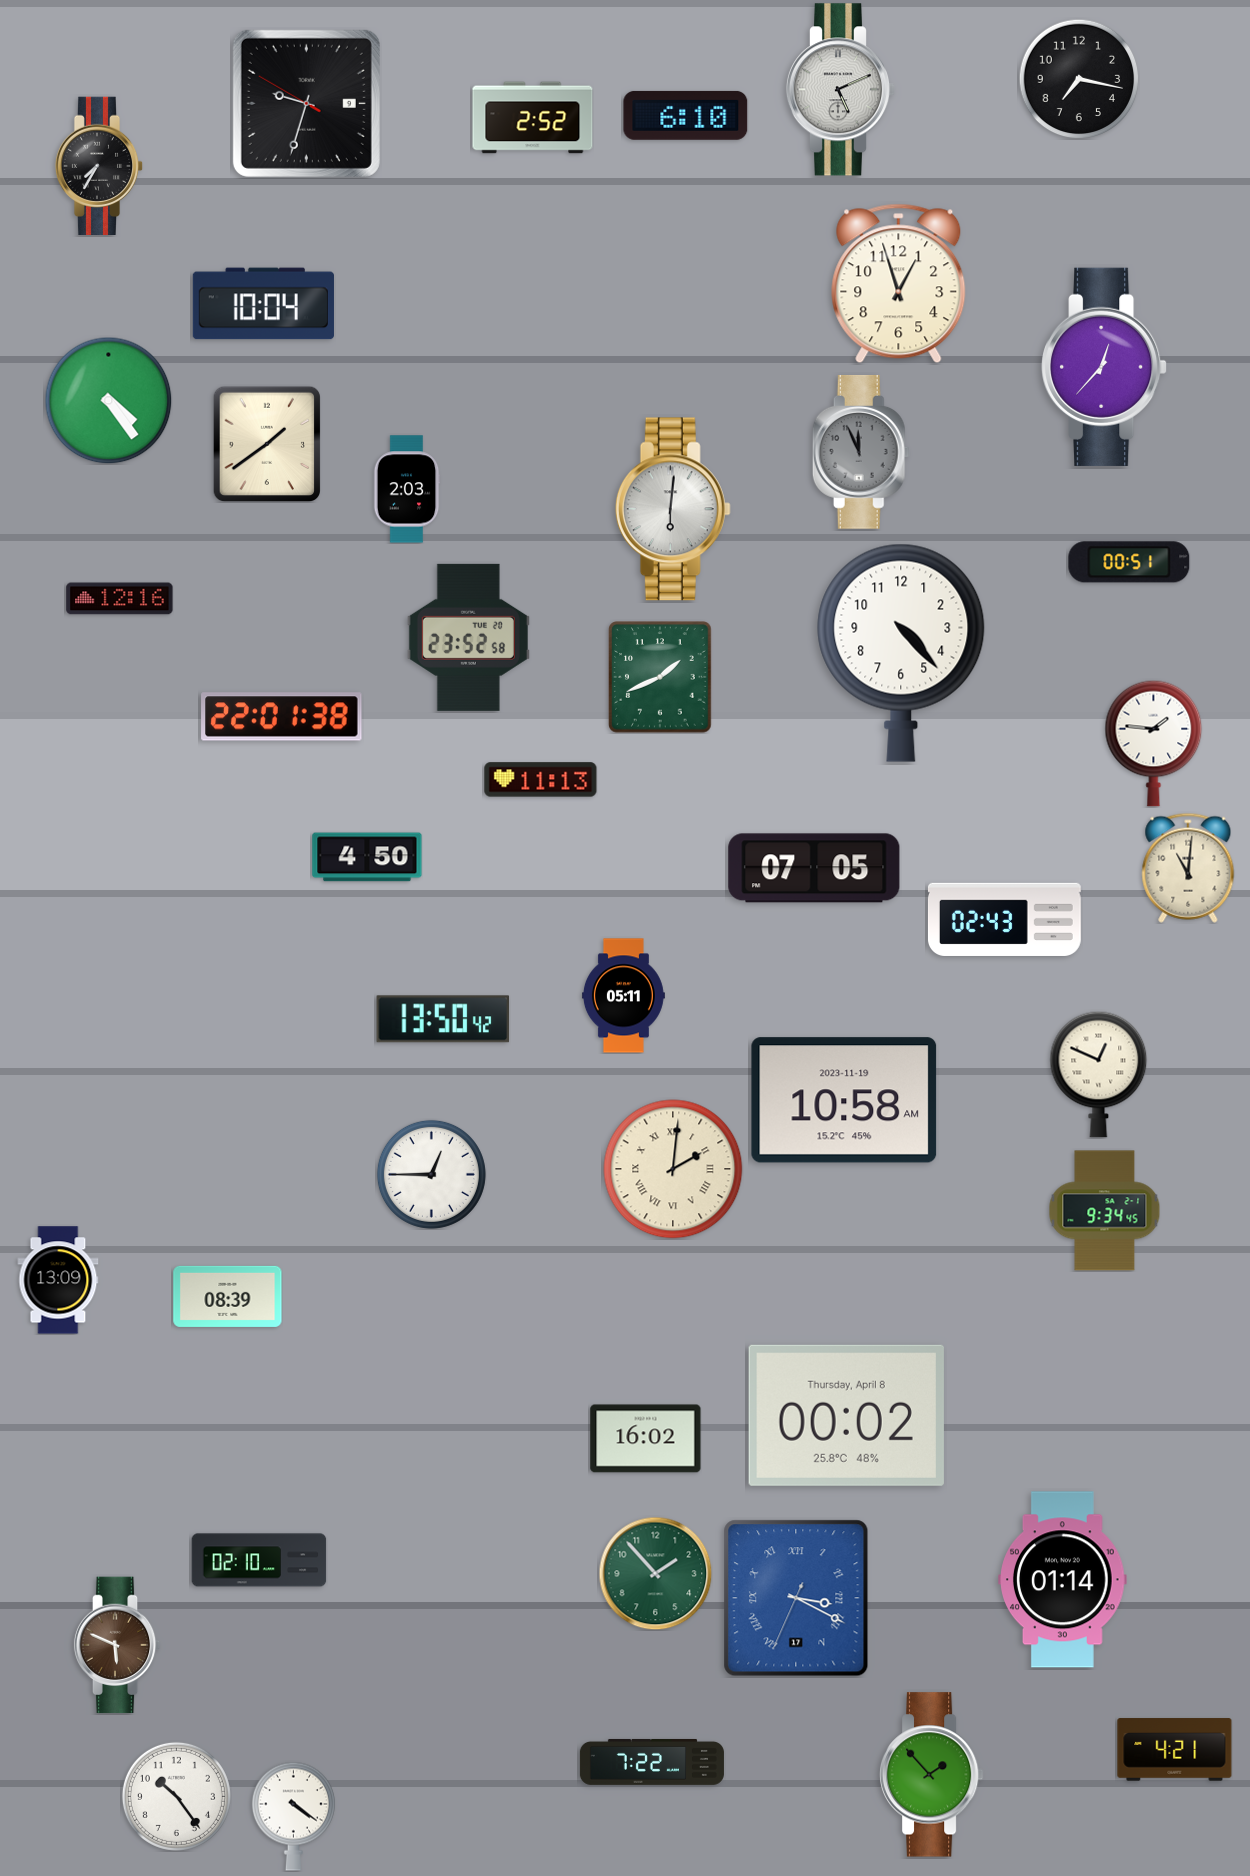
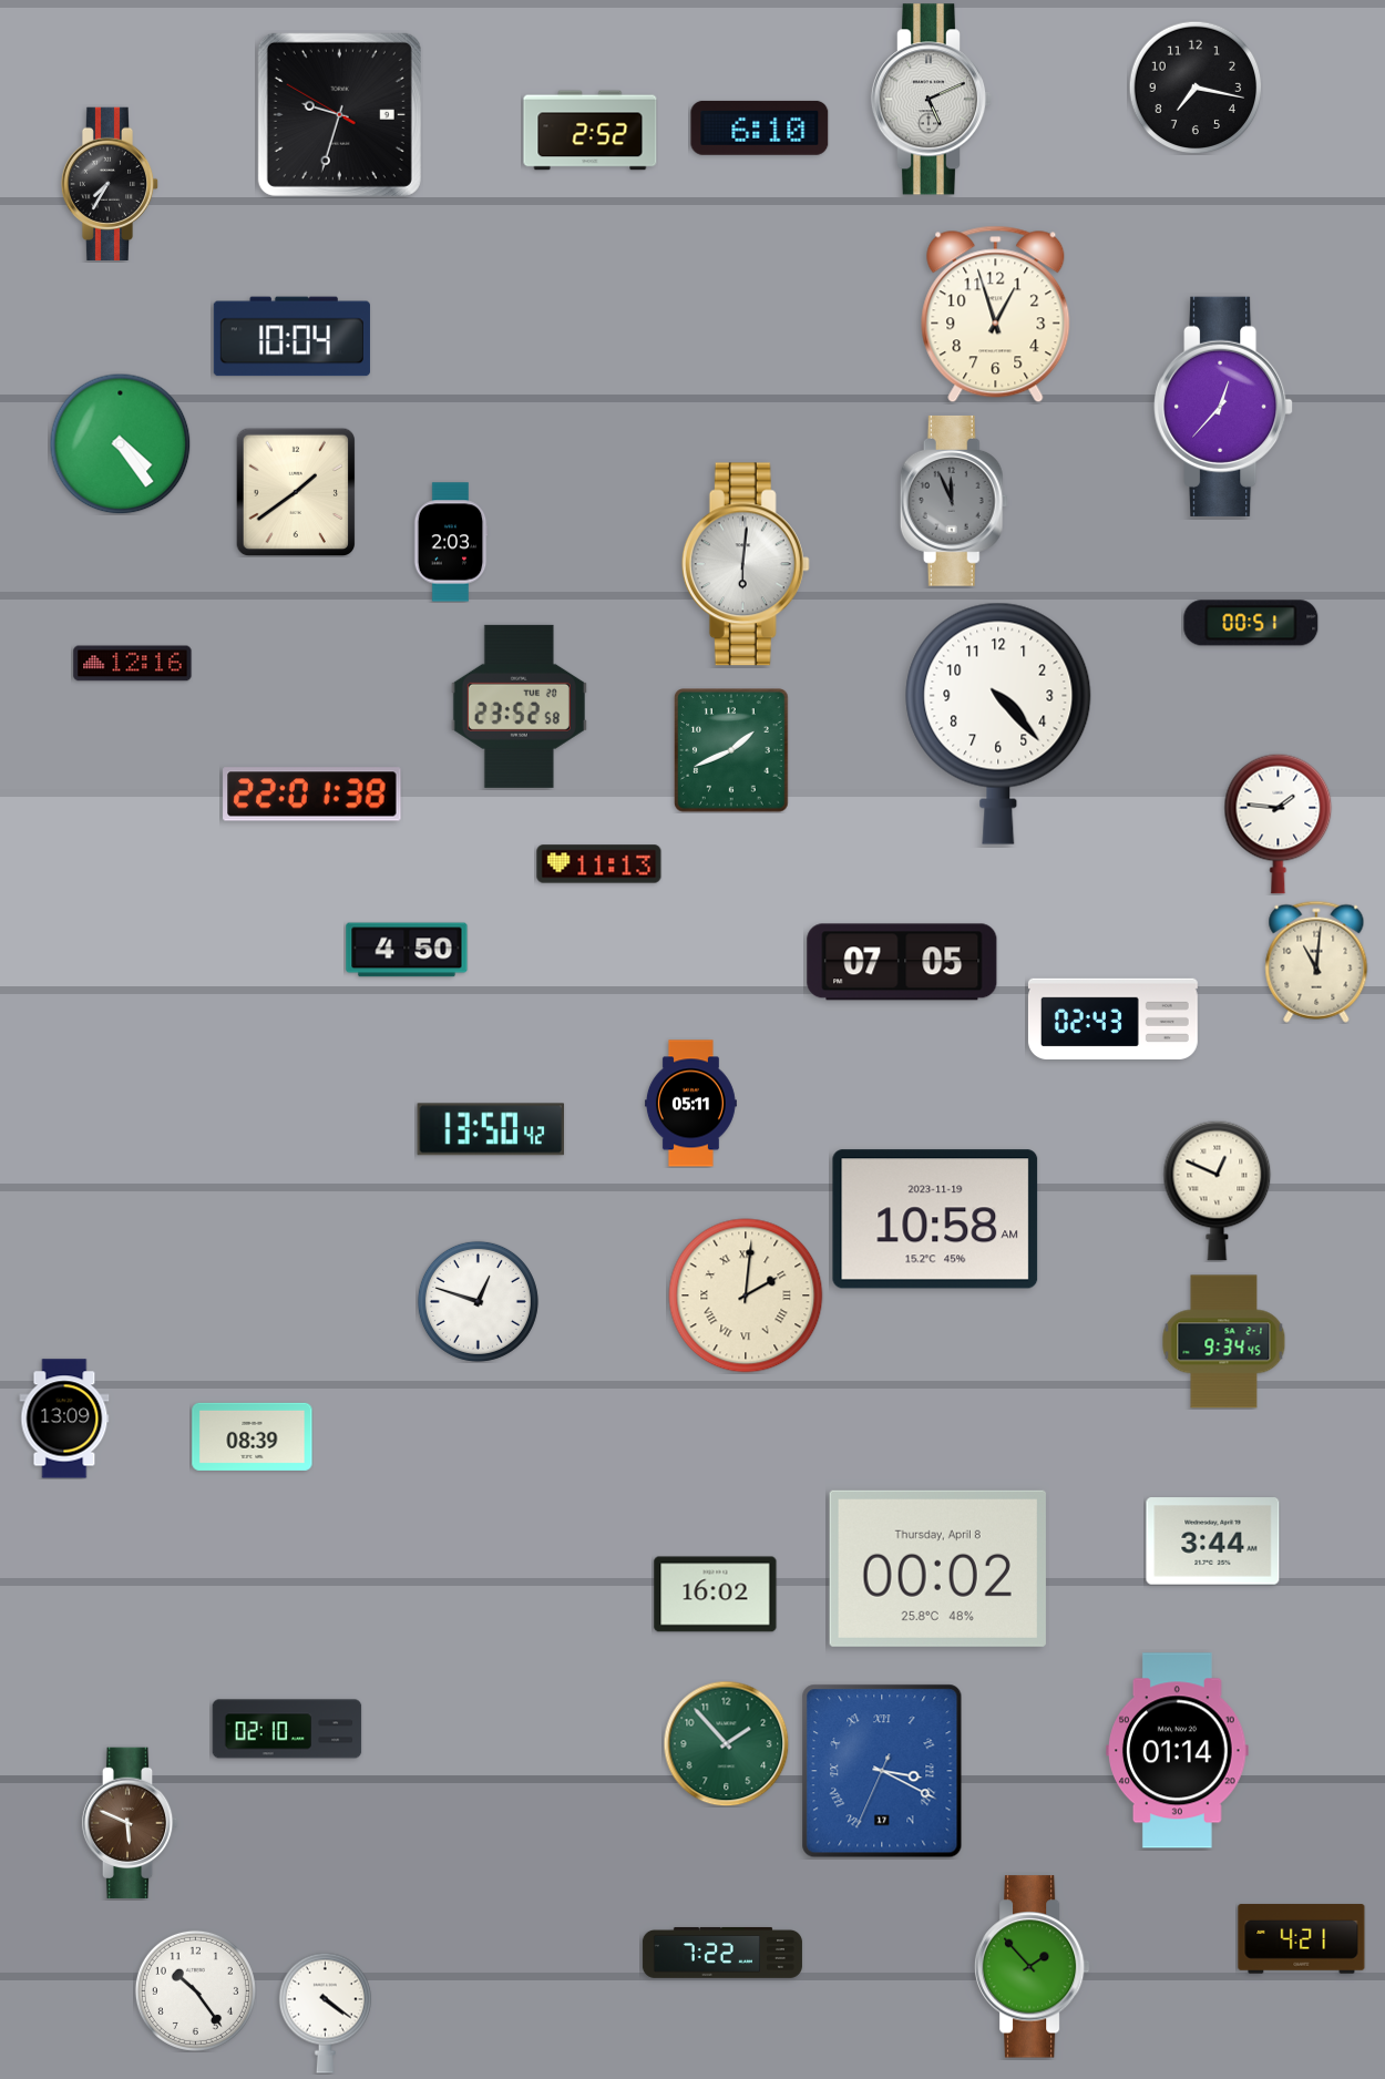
clock at (431, 1174): 12:45 -> 12:48
clock at (1213, 1542): none -> 3:44
